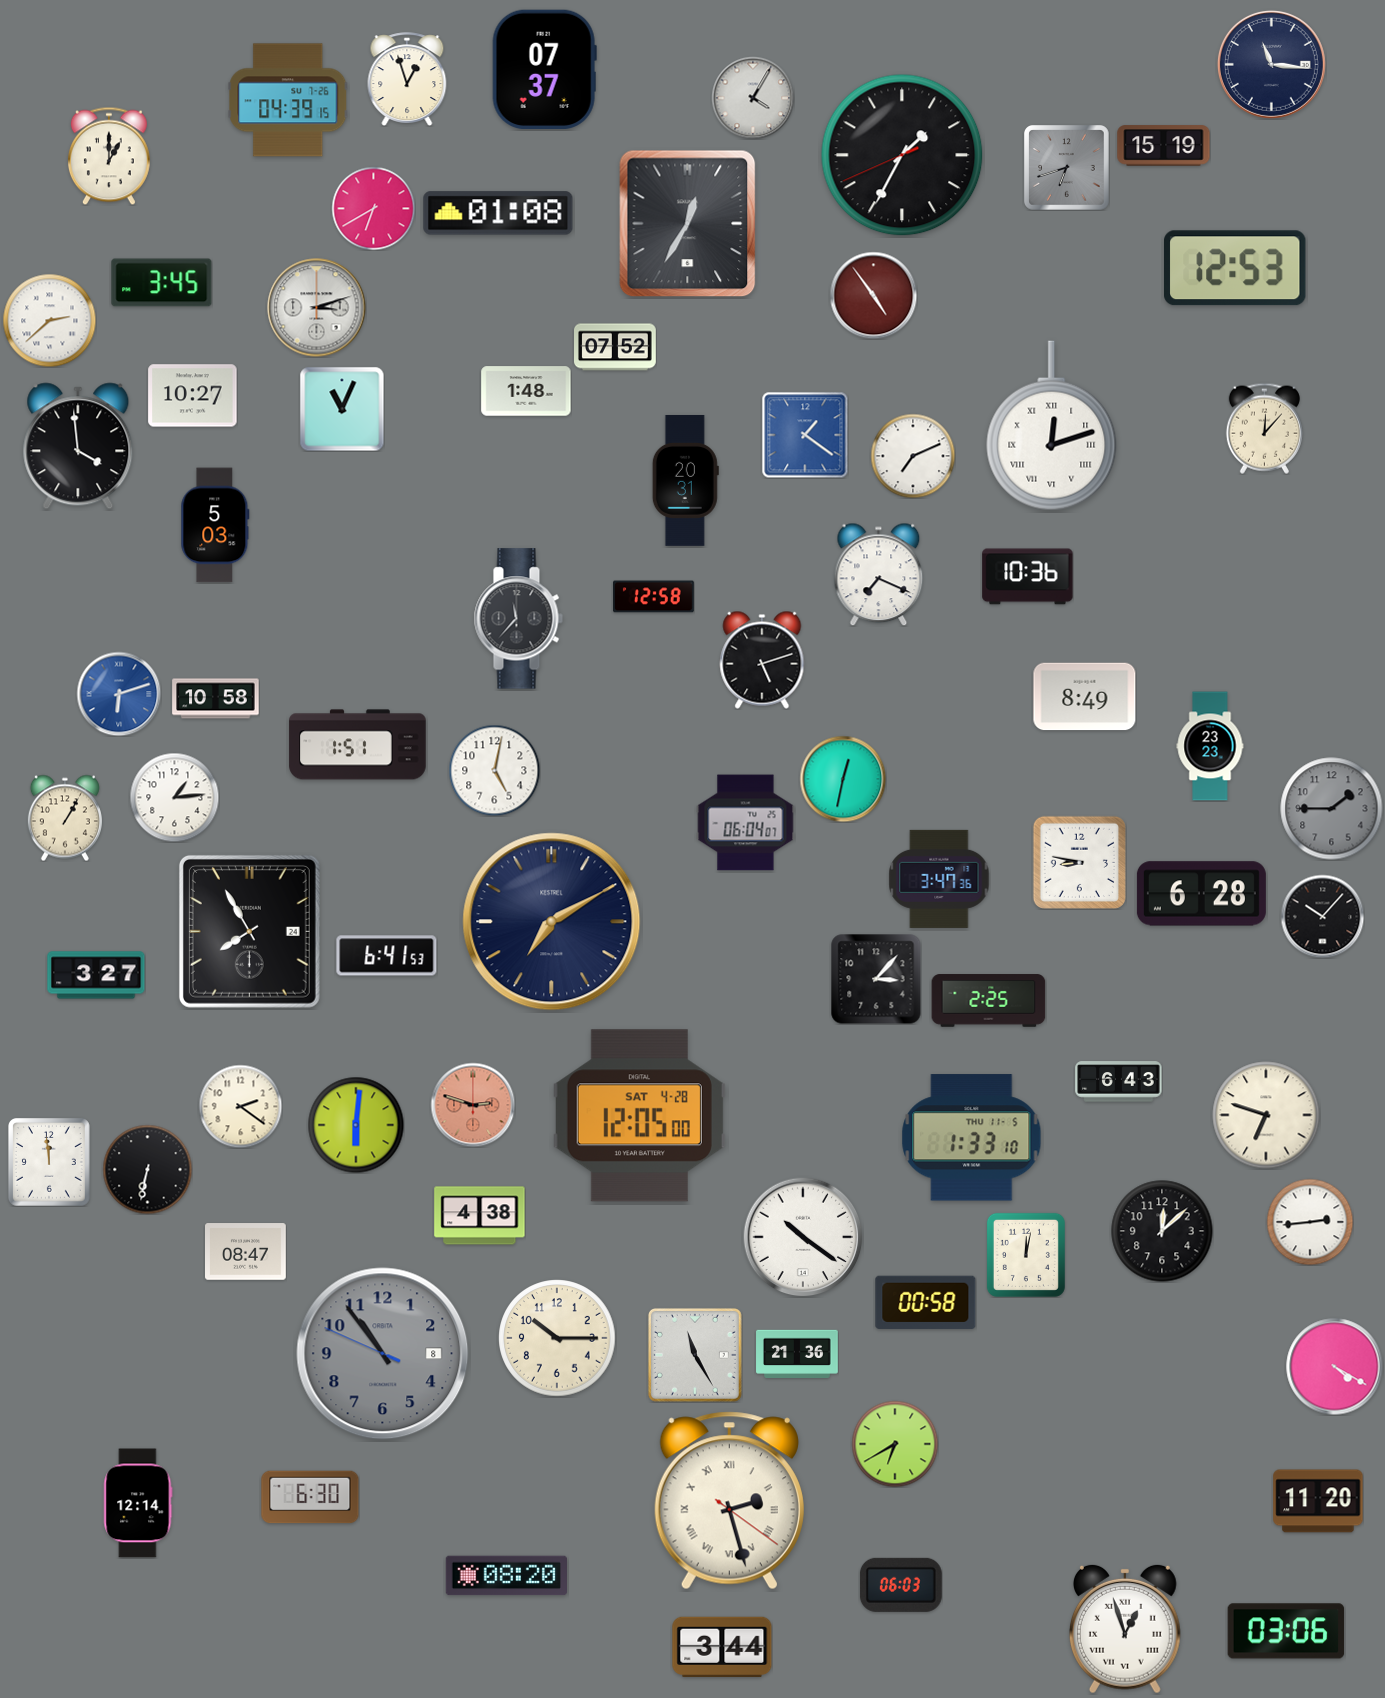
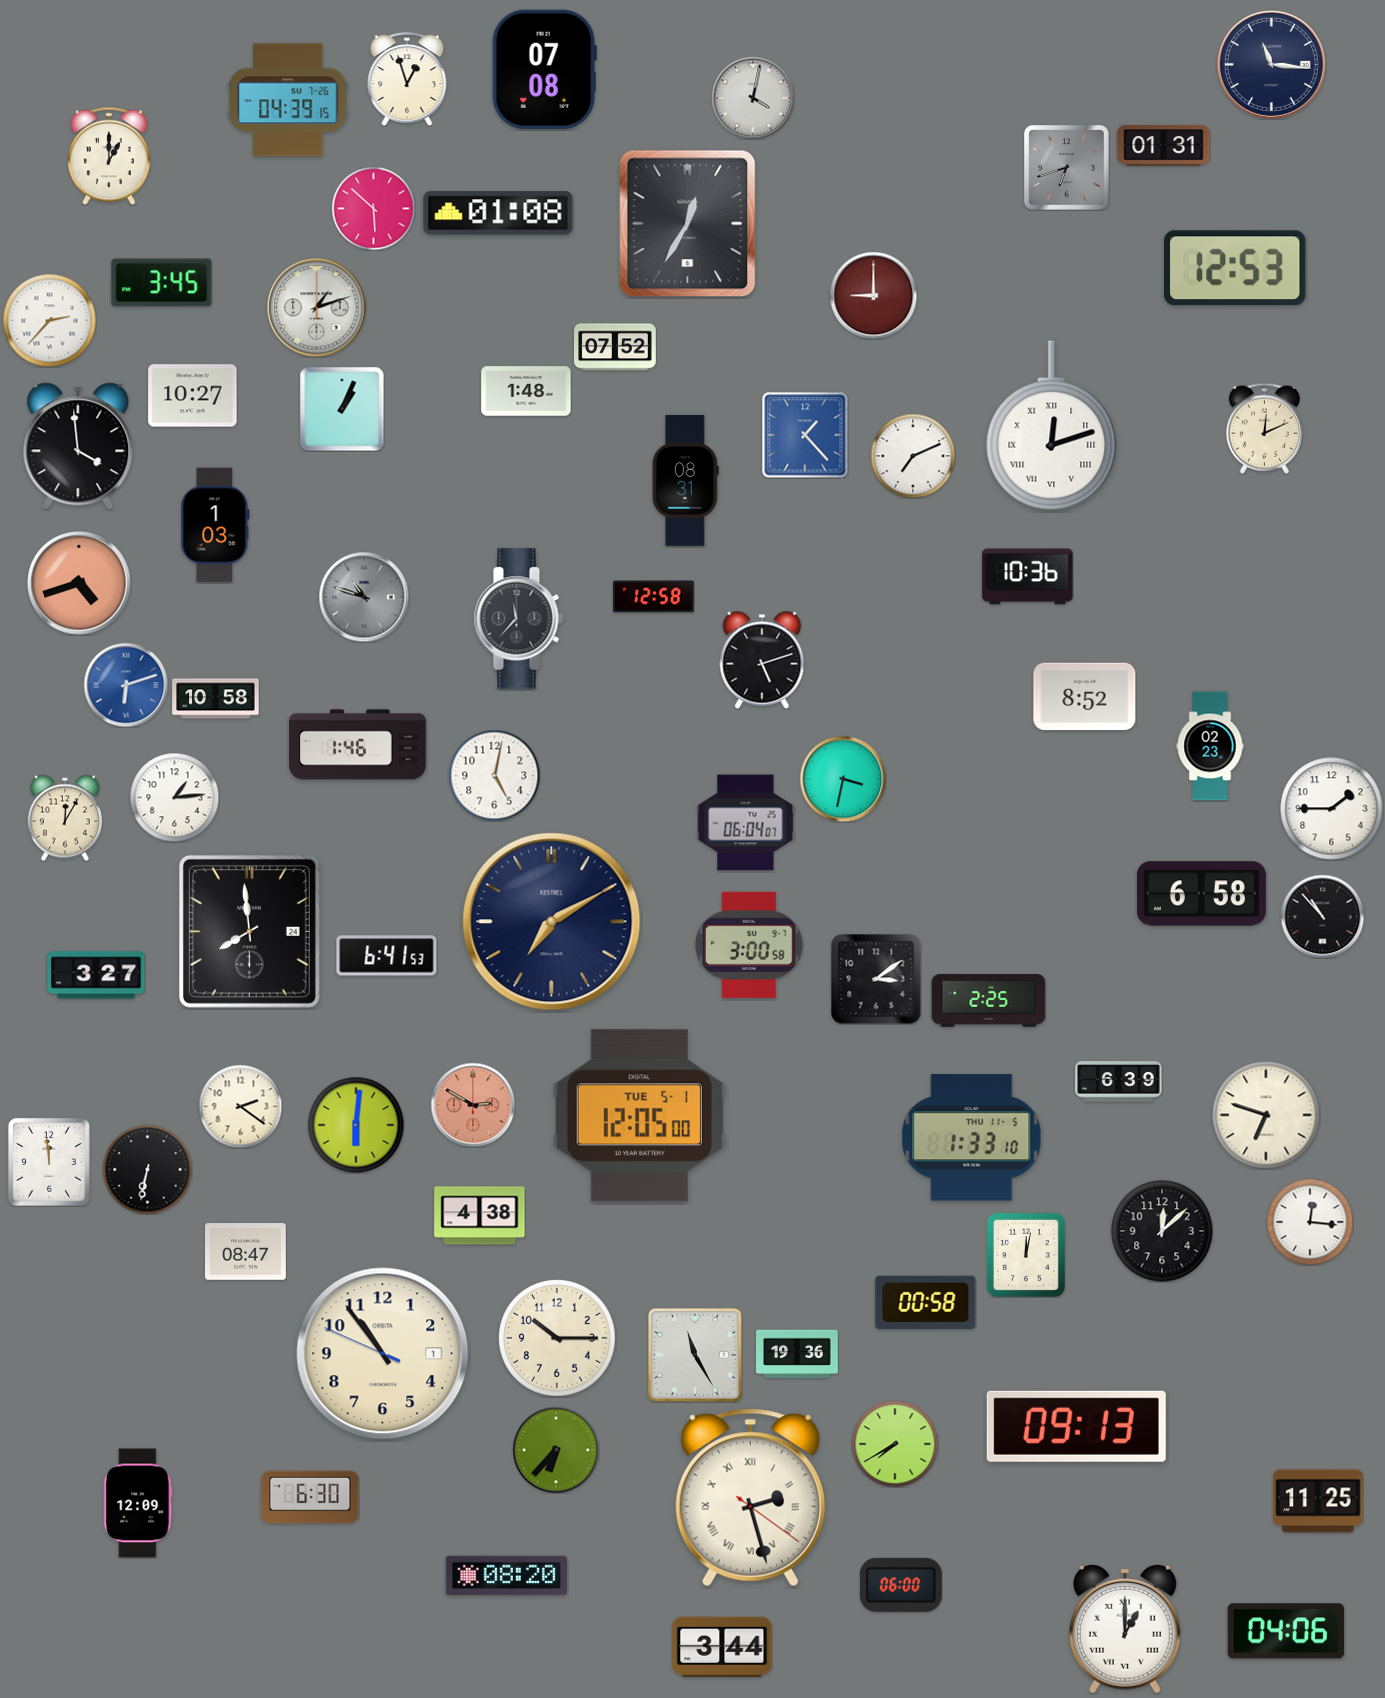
clock at (544, 69): 07:37 -> 07:08
clock at (753, 98): 4:05 -> 4:02
clock at (1164, 146): 15:19 -> 01:31
clock at (902, 155): 1:34 -> none
clock at (373, 208): 6:40 -> 5:52
clock at (873, 295): 4:54 -> 9:00
clock at (317, 308): 3:12 -> 1:12
clock at (49, 320): 2:38 -> 2:37
clock at (342, 409): 11:04 -> 1:04
clock at (1264, 428): 12:07 -> 12:11
clock at (805, 435): 1:21 -> 1:23
clock at (685, 480): 20:31 -> 08:31
clock at (215, 525): 5:03 -> 1:03
clock at (879, 574): 7:19 -> none
clock at (79, 583): none -> 4:42
clock at (364, 597): none -> 10:48
clock at (119, 694) position: (119, 694) -> (126, 685)
clock at (1085, 697): 8:49 -> 8:52
clock at (358, 745): 1:51 -> 1:46
clock at (1210, 746): 23:23 -> 02:23
clock at (494, 770) position: (494, 770) -> (494, 775)
clock at (843, 779): 12:32 -> 3:32
clock at (1332, 809) dial: grey -> white
clock at (65, 818): 1:05 -> 12:05
clock at (1079, 862): 8:47 -> none
clock at (939, 879): 3:47 -> none
clock at (1201, 894): 6:28 -> 6:58
clock at (1322, 916): 10:07 -> 10:53
clock at (249, 931): 7:55 -> 7:59
clock at (749, 945): none -> 3:00
clock at (876, 979): 3:07 -> 3:09
clock at (1119, 1082): 6:43 -> 6:39
clock at (473, 1105): 2:48 -> 2:50
clock at (639, 1116) date: SAT 4-28 -> TUE 5-1
clock at (1310, 1222): 2:44 -> 12:16
clock at (803, 1237): 10:21 -> none
clock at (797, 1353): 21:36 -> 19:36
clock at (383, 1354) date: 8 -> 1
clock at (383, 1354) dial: grey -> cream
clock at (1335, 1367): 4:20 -> none
clock at (1076, 1426): none -> 09:13
clock at (895, 1444): 6:40 -> 7:40
clock at (556, 1450): none -> 6:37
clock at (729, 1501) position: (729, 1501) -> (750, 1498)
clock at (1318, 1501): 11:20 -> 11:25
clock at (138, 1503): 12:14 -> 12:09
clock at (901, 1585): 06:03 -> 06:00
clock at (1125, 1629): 12:57 -> 1:00
clock at (1286, 1631): 03:06 -> 04:06
